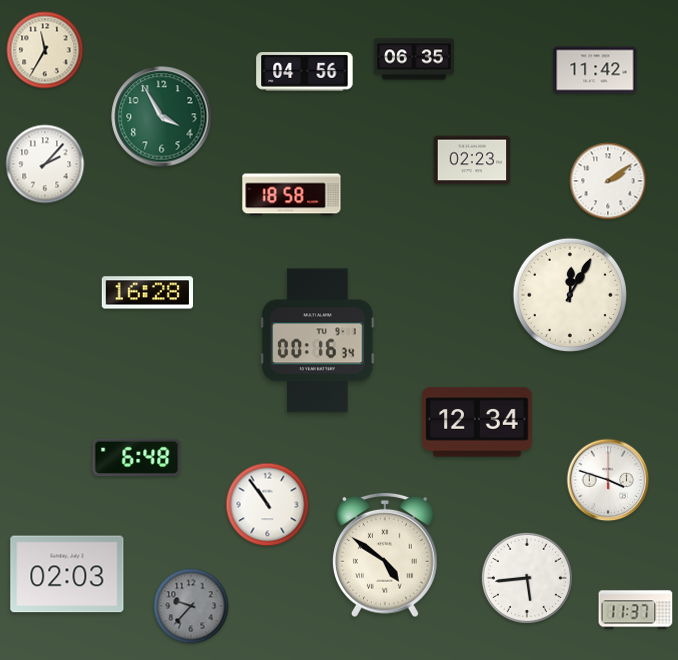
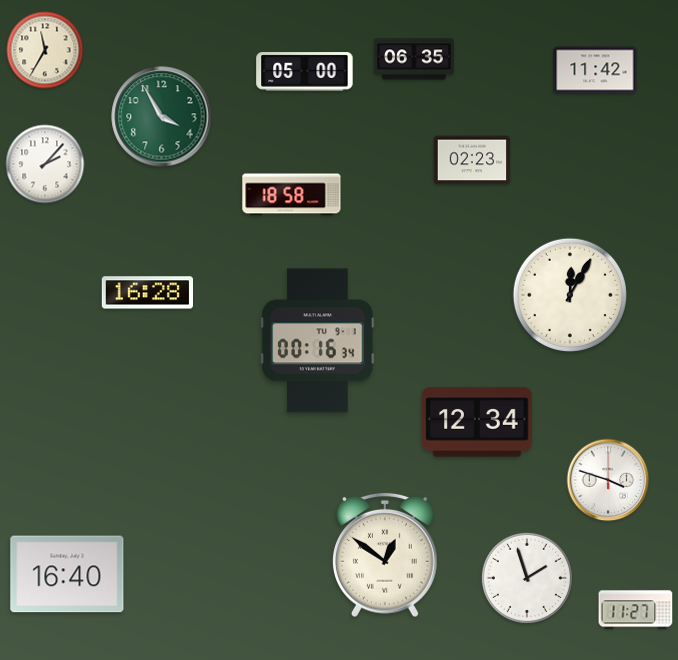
clock at (305, 72): 04:56 -> 05:00
clock at (608, 181): 2:09 -> none
clock at (137, 457): 6:48 -> none
clock at (268, 505): 10:54 -> none
clock at (386, 555): 4:51 -> 12:51
clock at (67, 574): 02:03 -> 16:40
clock at (527, 578): 5:44 -> 1:57
clock at (191, 606): 9:37 -> none
clock at (636, 610): 11:37 -> 11:27
